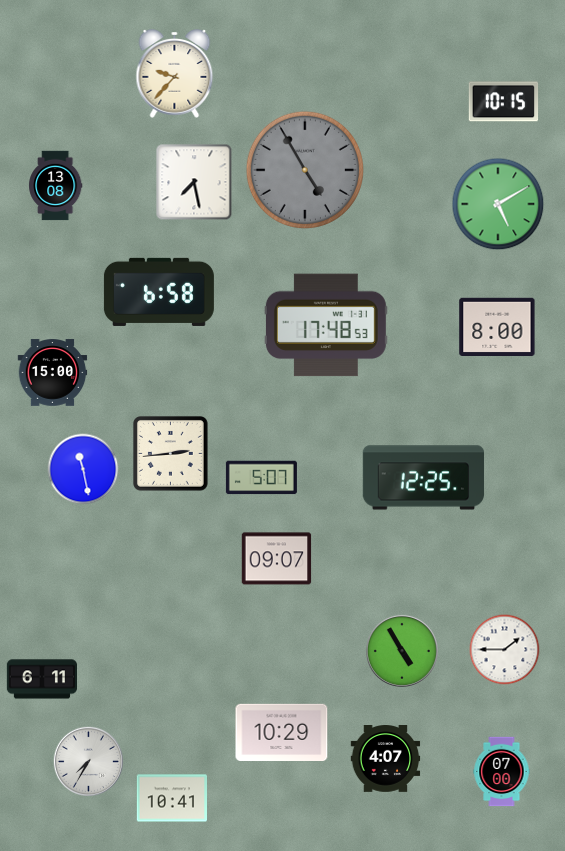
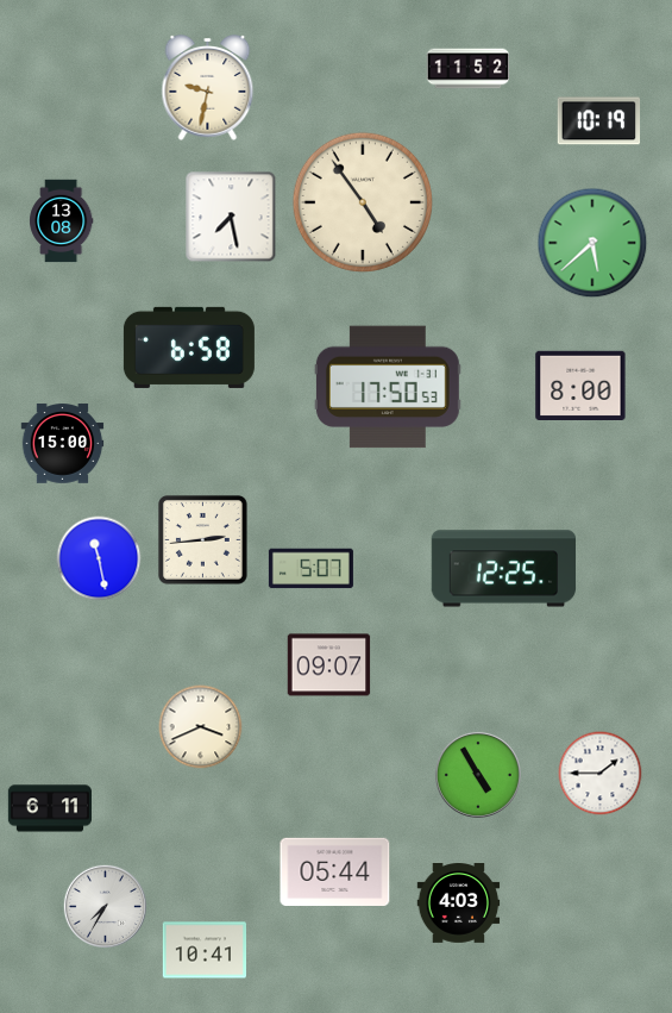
clock at (469, 69): none -> 11:52
clock at (175, 74): 9:37 -> 9:32
clock at (504, 102): 10:15 -> 10:19
clock at (305, 170): 4:55 -> 4:54
clock at (305, 170) dial: grey -> cream
clock at (56, 186) position: (56, 186) -> (62, 221)
clock at (498, 204): 5:10 -> 5:38
clock at (326, 325): 17:48 -> 17:50
clock at (497, 326) position: (497, 326) -> (580, 384)
clock at (201, 727): none -> 3:41
clock at (282, 732): 10:29 -> 05:44
clock at (386, 759): 4:07 -> 4:03
clock at (502, 772): 07:00 -> none
